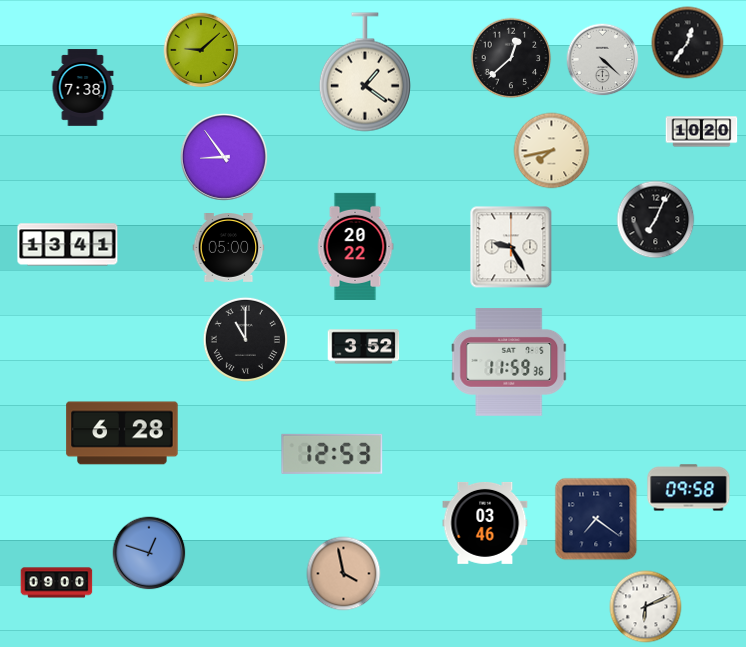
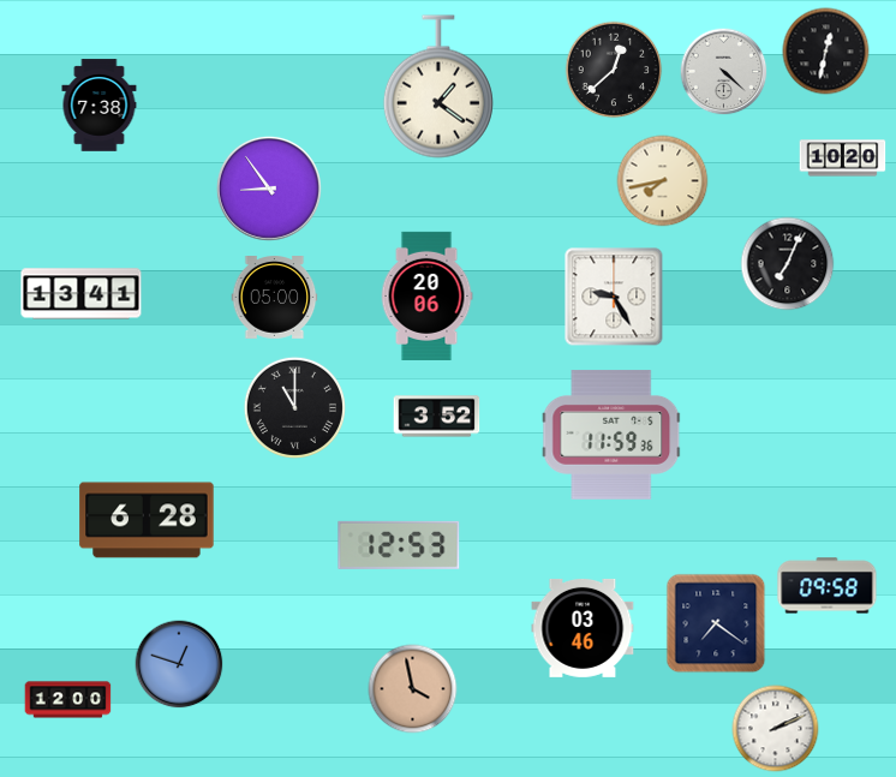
clock at (688, 43): 12:36 -> 12:32
clock at (201, 50): 9:08 -> none
clock at (355, 246): 20:22 -> 20:06
clock at (57, 583): 09:00 -> 12:00
clock at (646, 607): 6:11 -> 2:11
